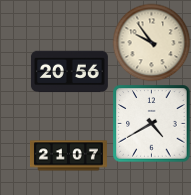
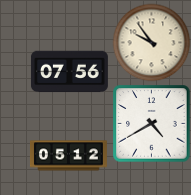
clock at (69, 72): 20:56 -> 07:56
clock at (68, 156): 21:07 -> 05:12
